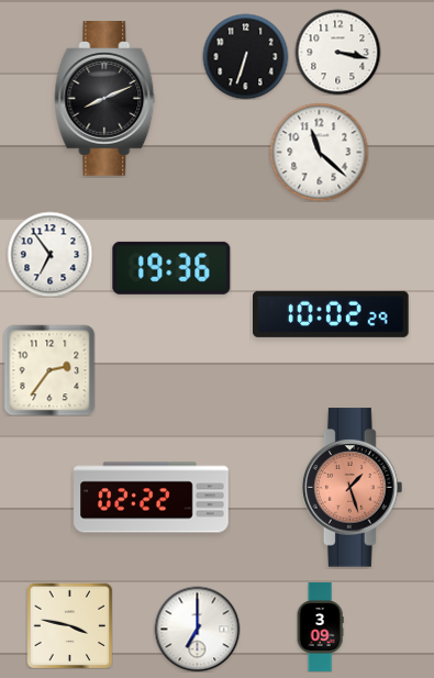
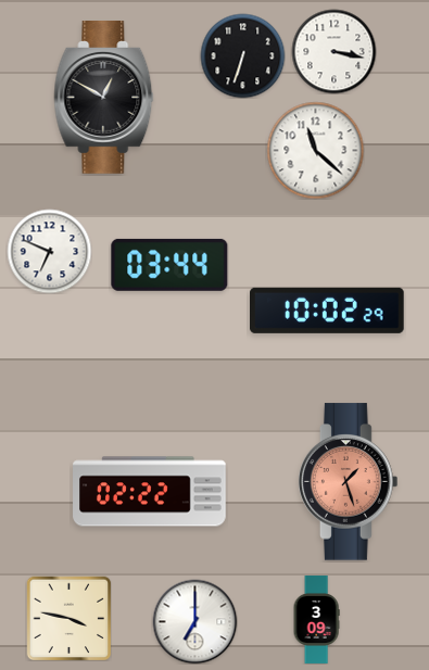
clock at (105, 99): 8:11 -> 12:50
clock at (49, 254): 6:54 -> 6:49
clock at (171, 268): 19:36 -> 03:44
clock at (49, 370): 2:36 -> none
